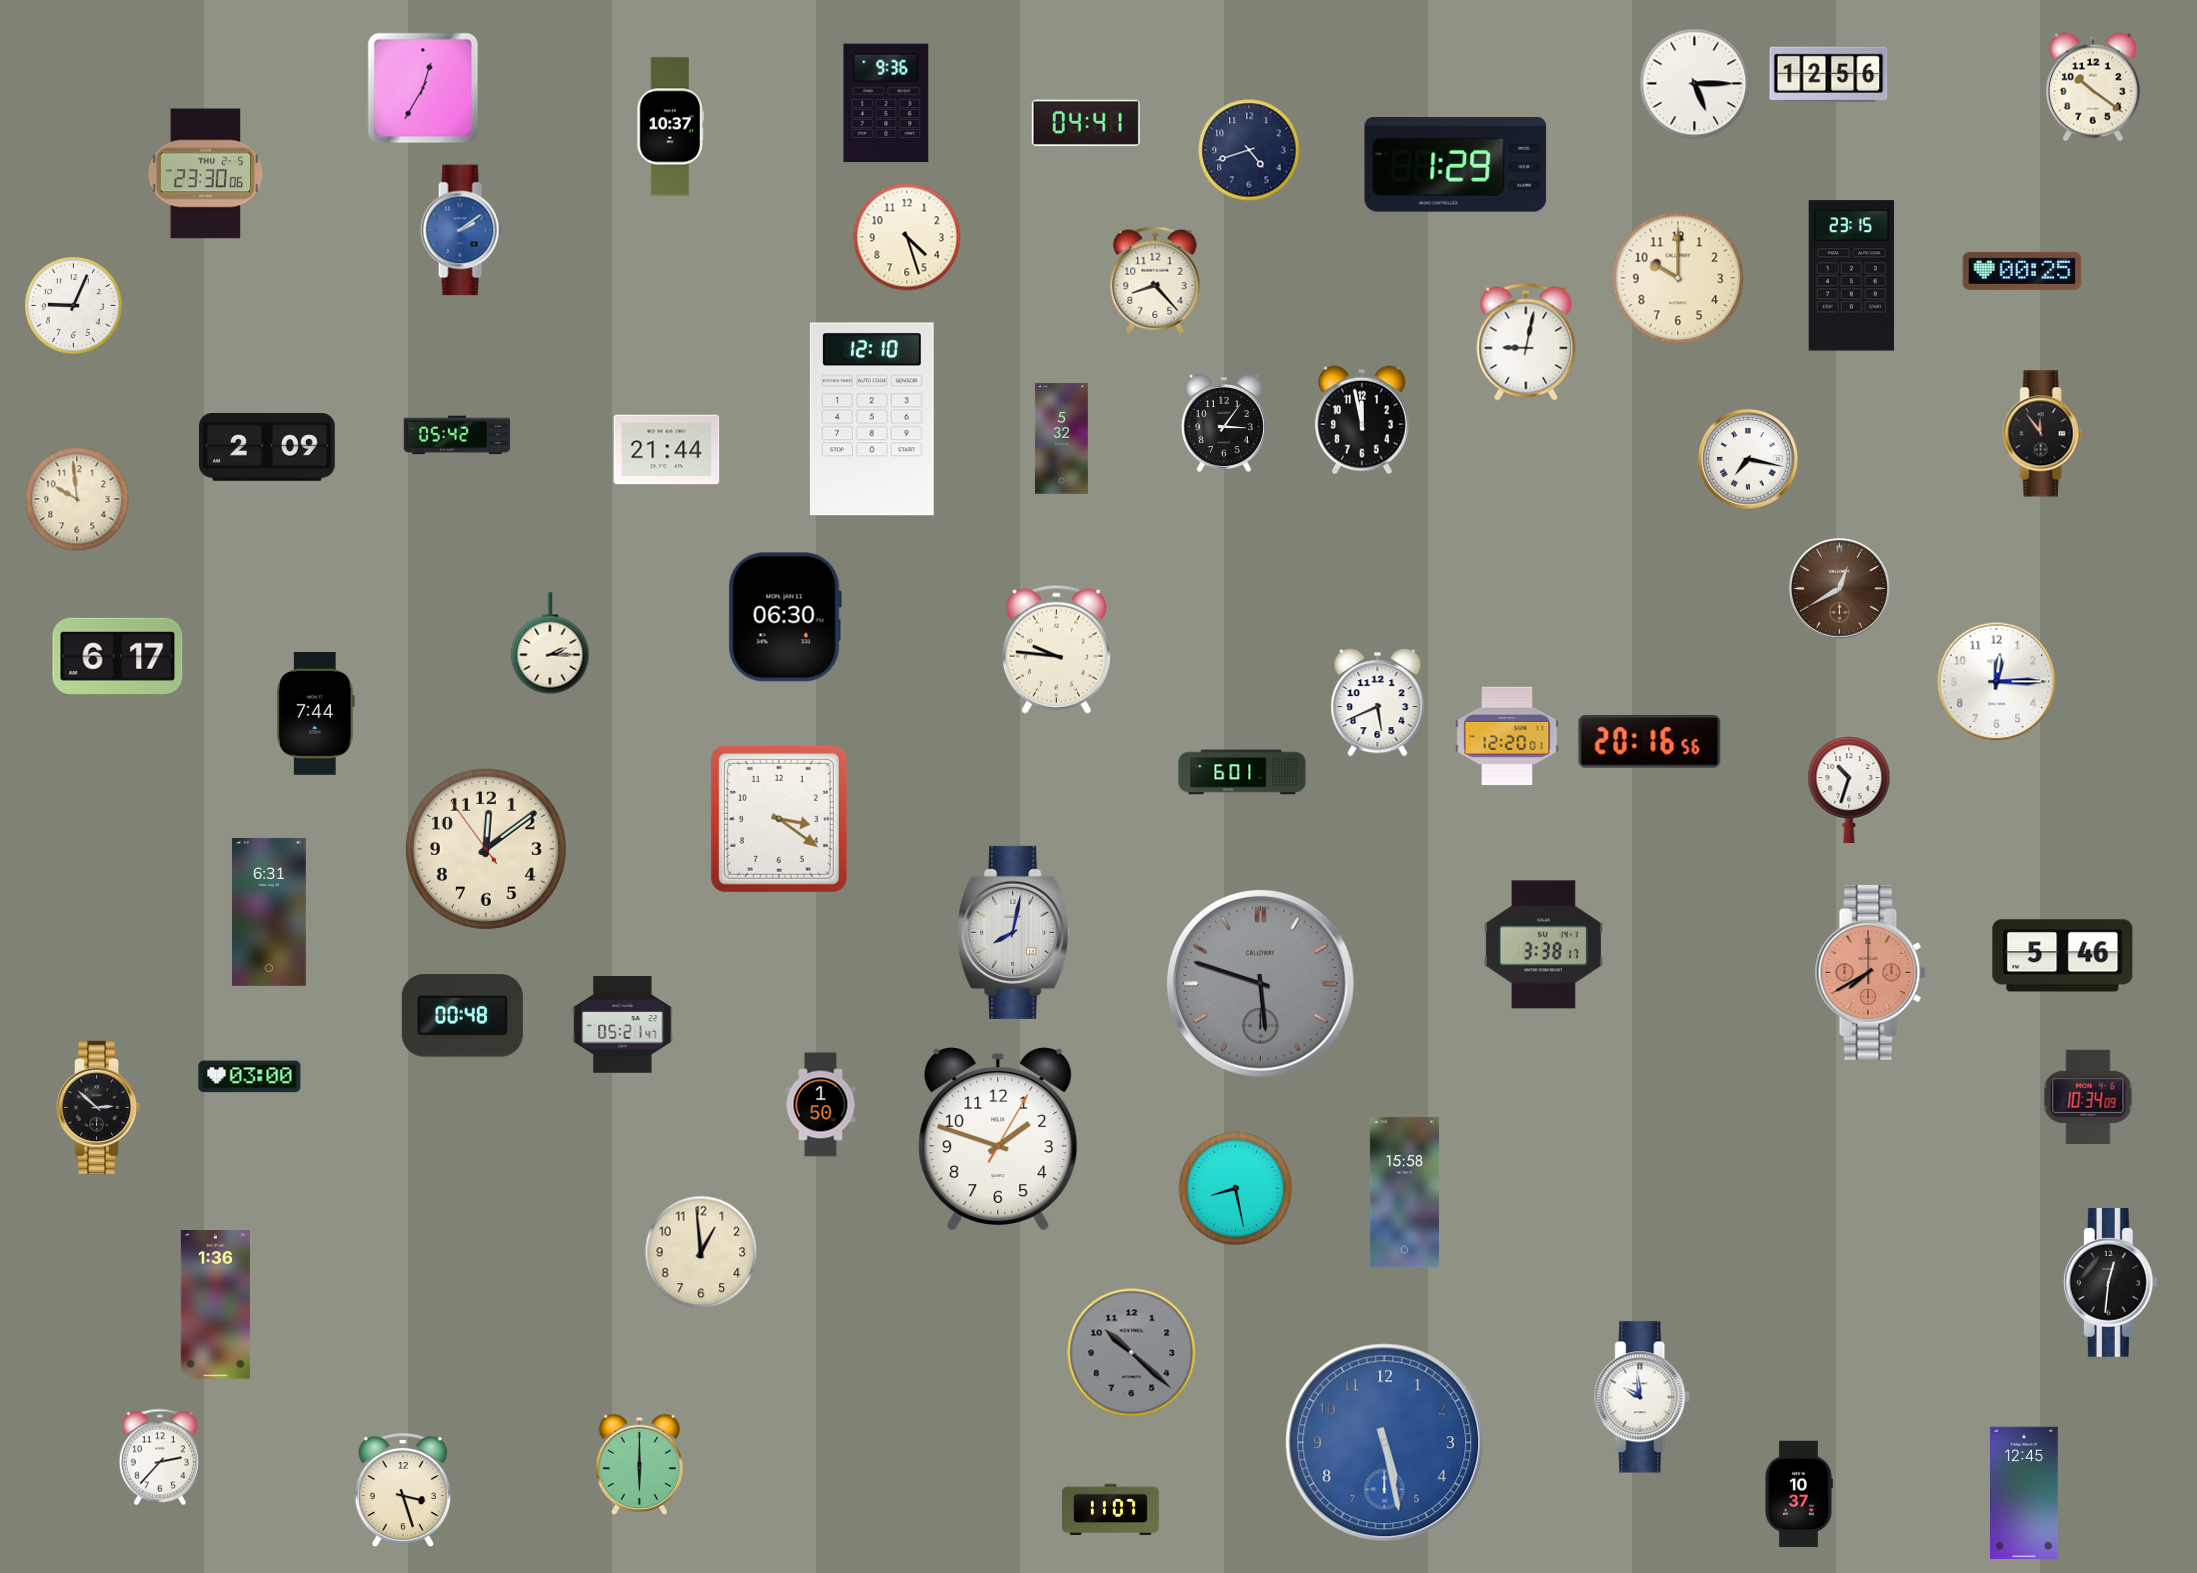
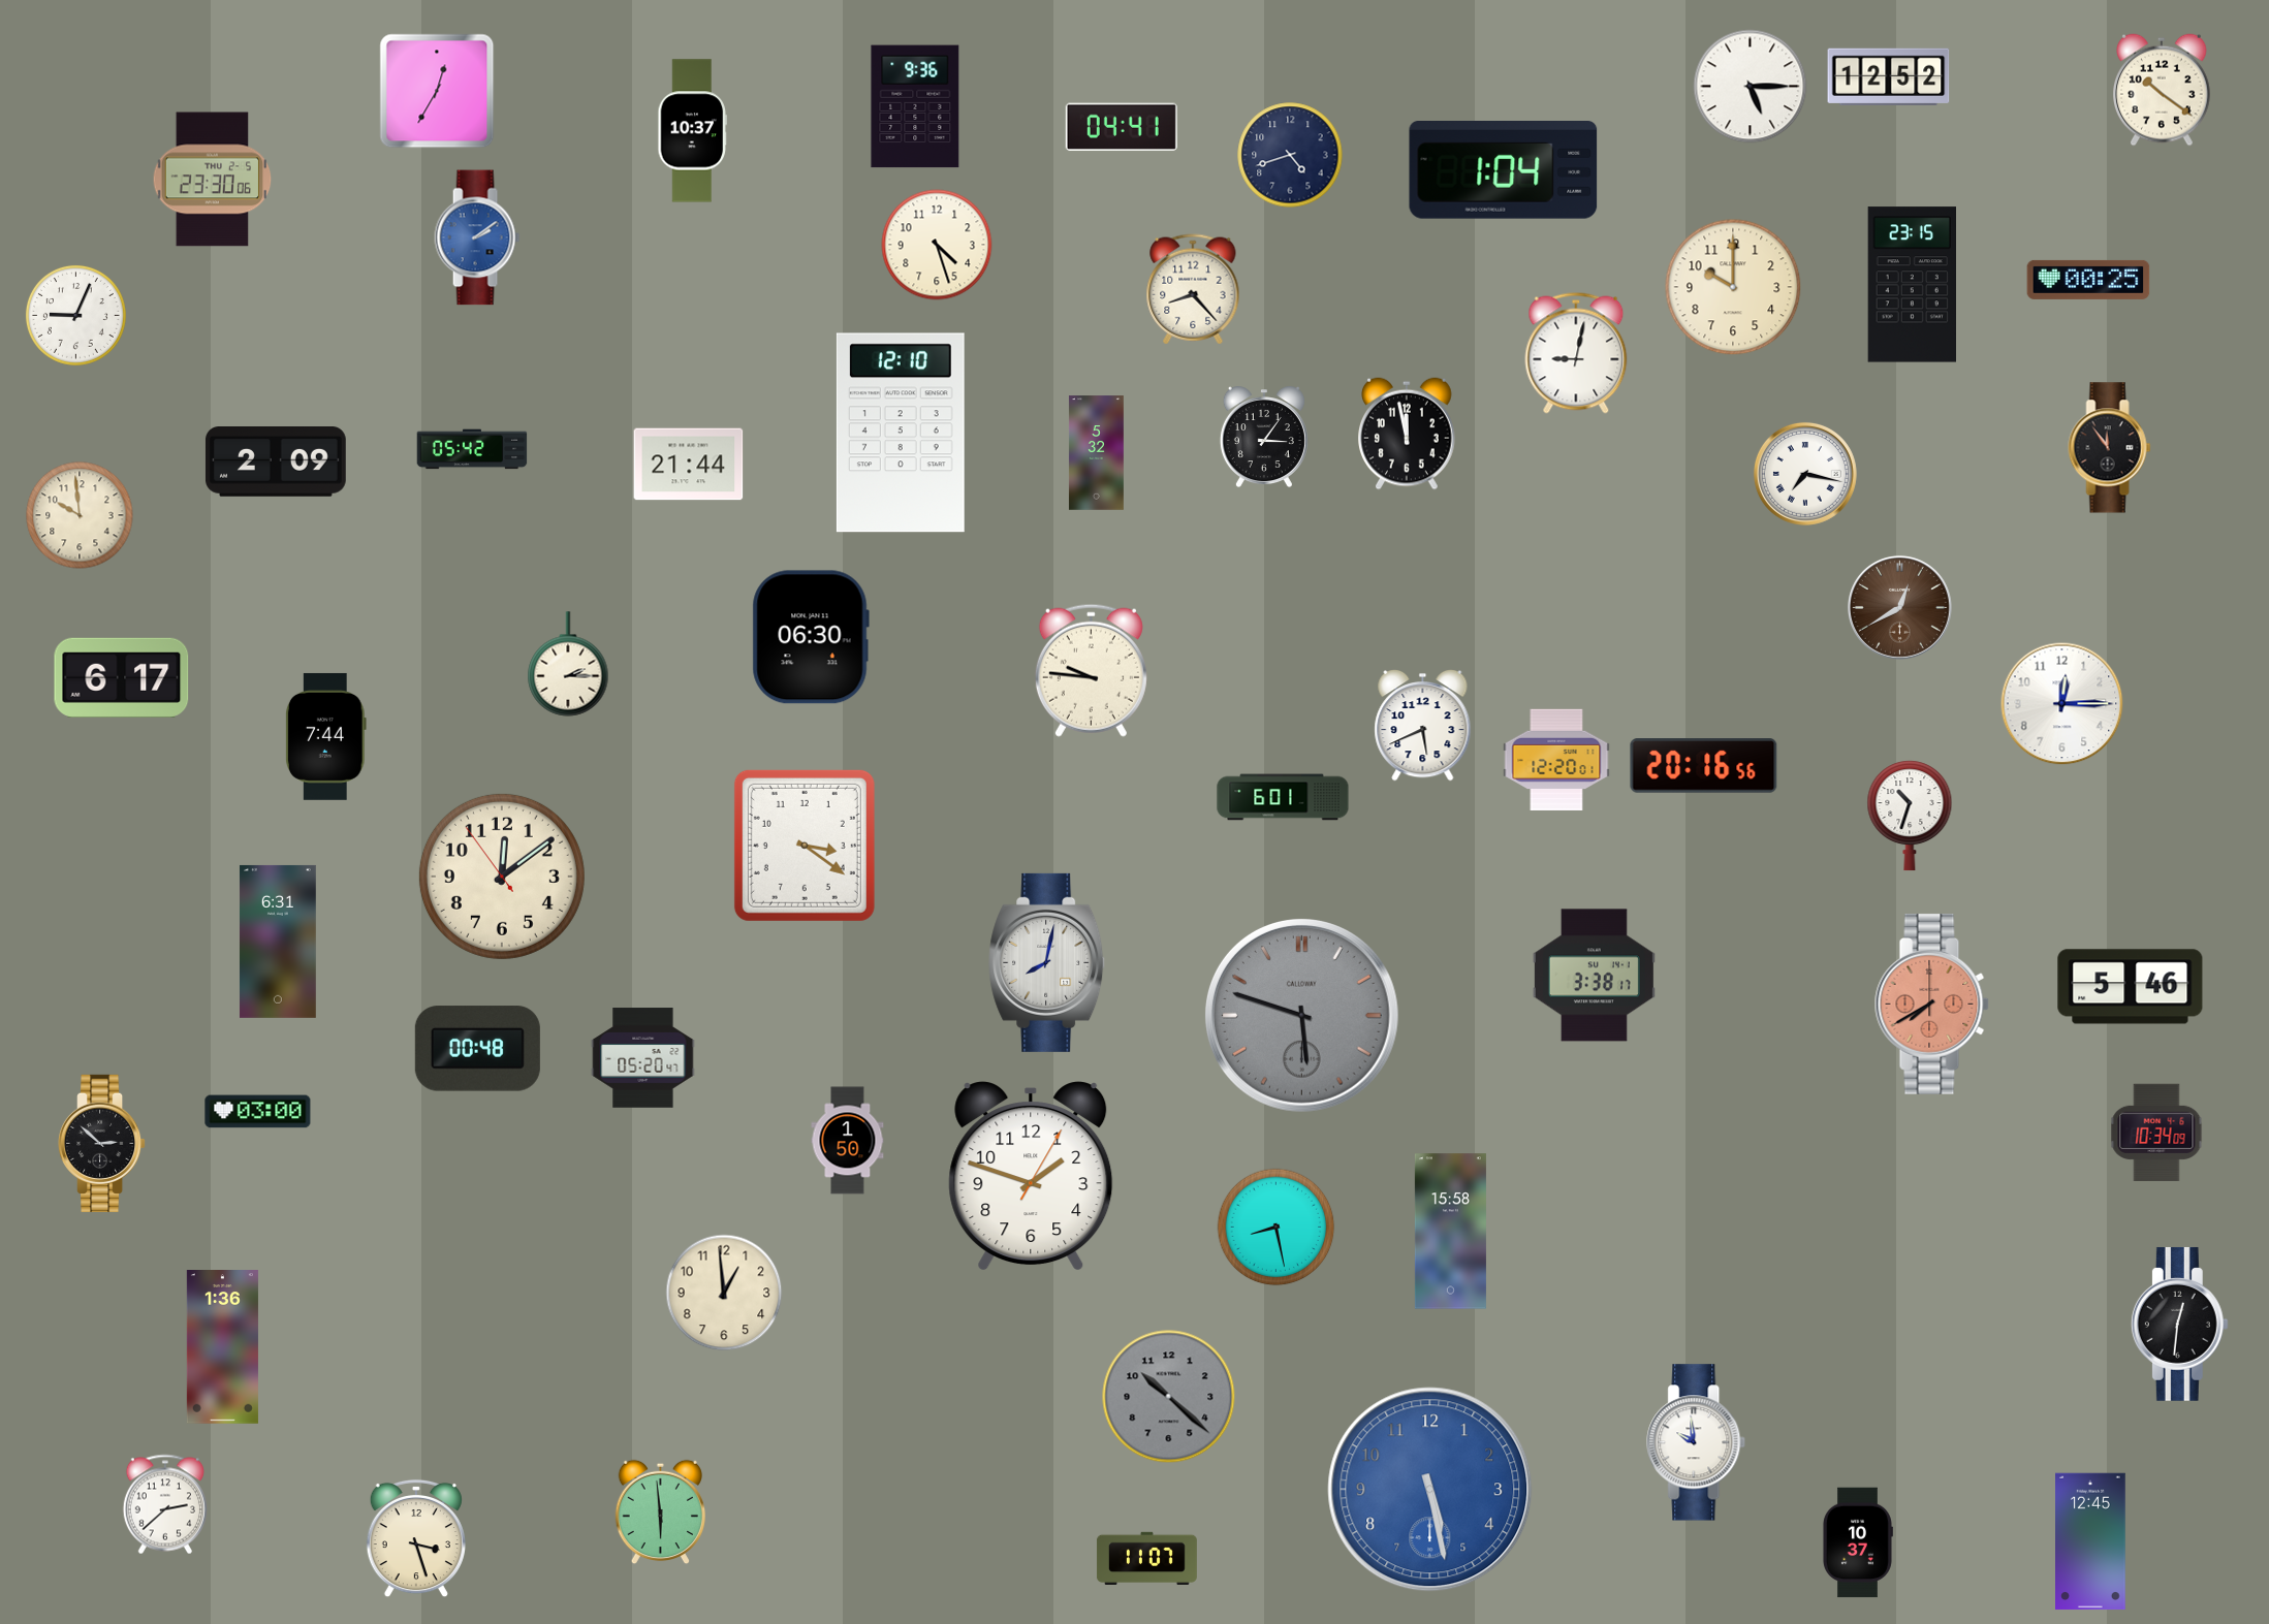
clock at (1829, 74): 12:56 -> 12:52
clock at (1456, 165): 1:29 -> 1:04
clock at (623, 1025): 05:21 -> 05:20
clock at (160, 1457): 2:37 -> 2:38
clock at (639, 1465): 6:00 -> 5:59
